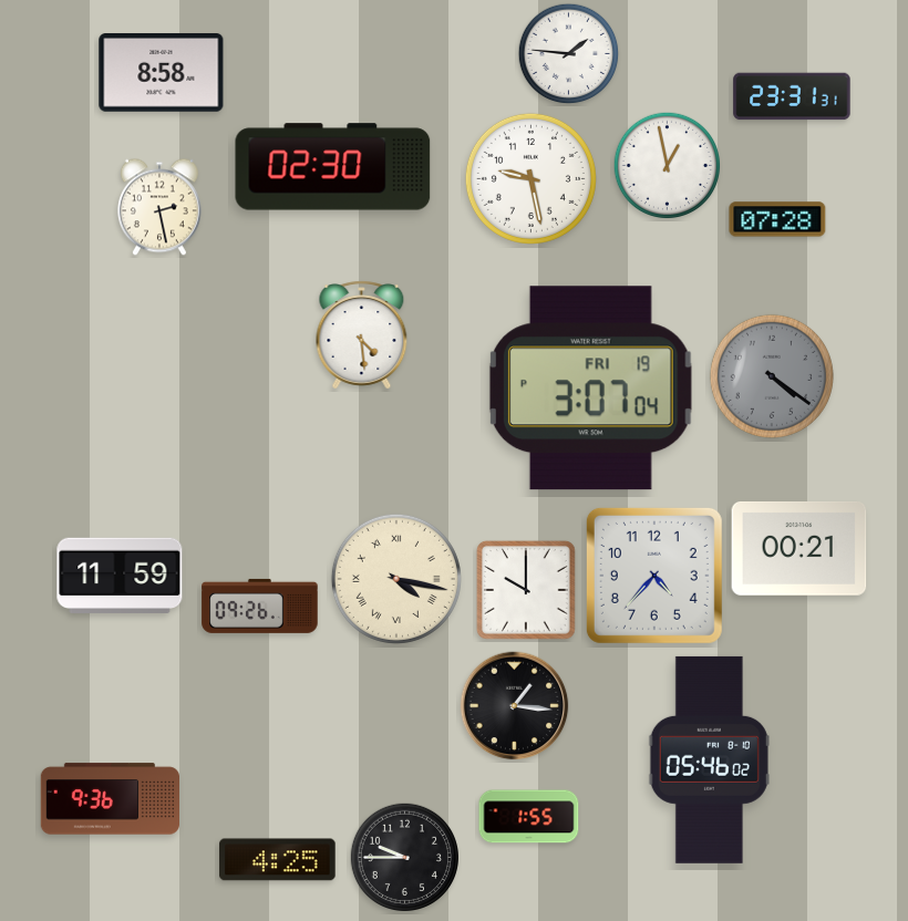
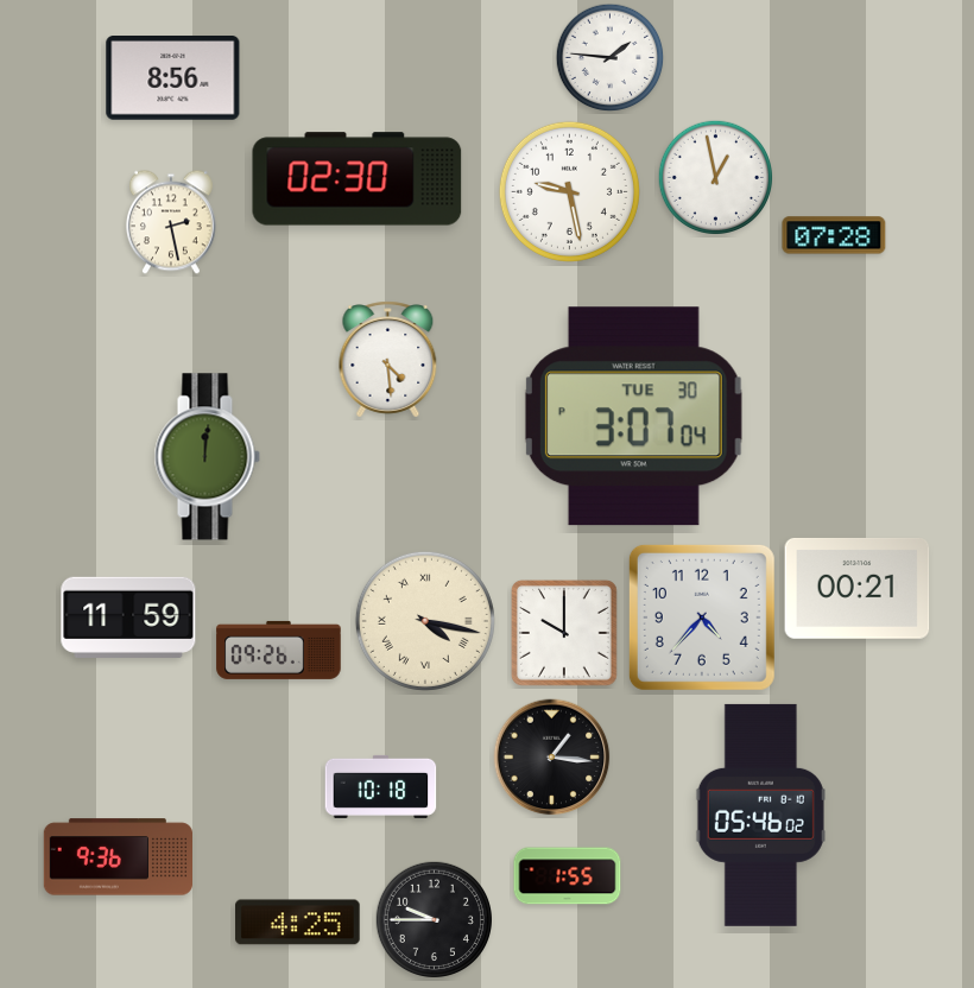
clock at (162, 73): 8:58 -> 8:56
clock at (792, 96): 23:31 -> none
clock at (772, 376): 4:21 -> none
clock at (590, 389) date: FRI 19 -> TUE 30
clock at (207, 457): none -> 12:01
clock at (381, 786): none -> 10:18
